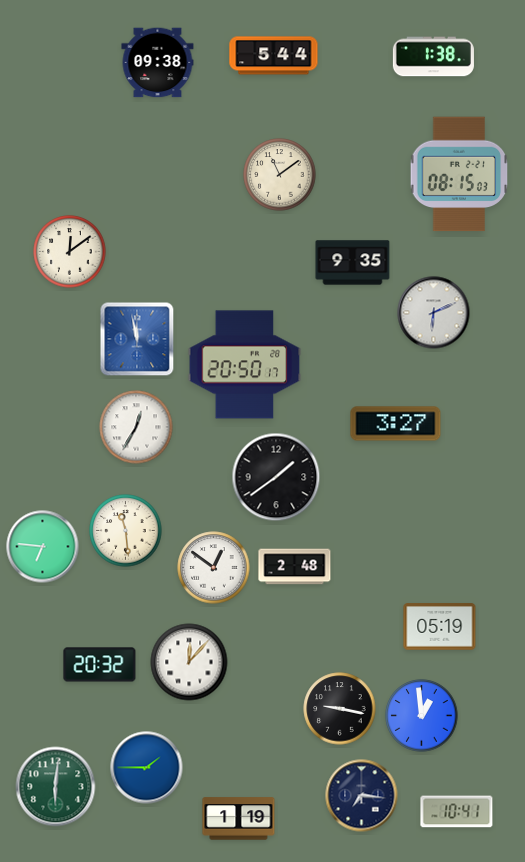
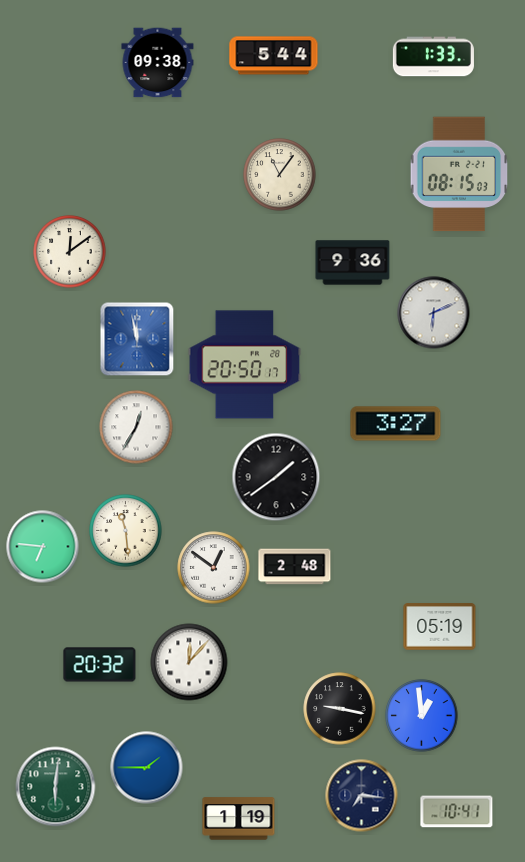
clock at (433, 57): 1:38 -> 1:33
clock at (280, 175): 11:09 -> 11:06
clock at (353, 263): 9:35 -> 9:36
